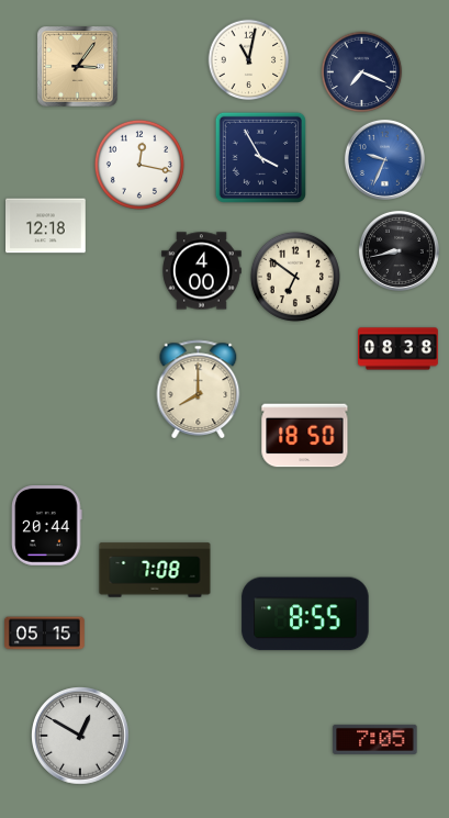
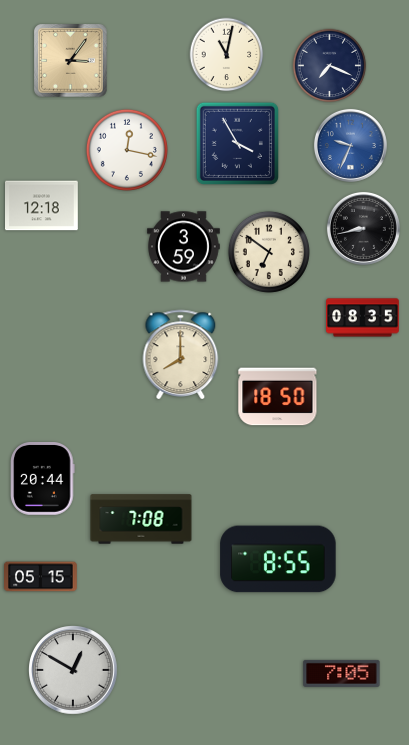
clock at (202, 271): 4:00 -> 3:59
clock at (399, 349): 08:38 -> 08:35
